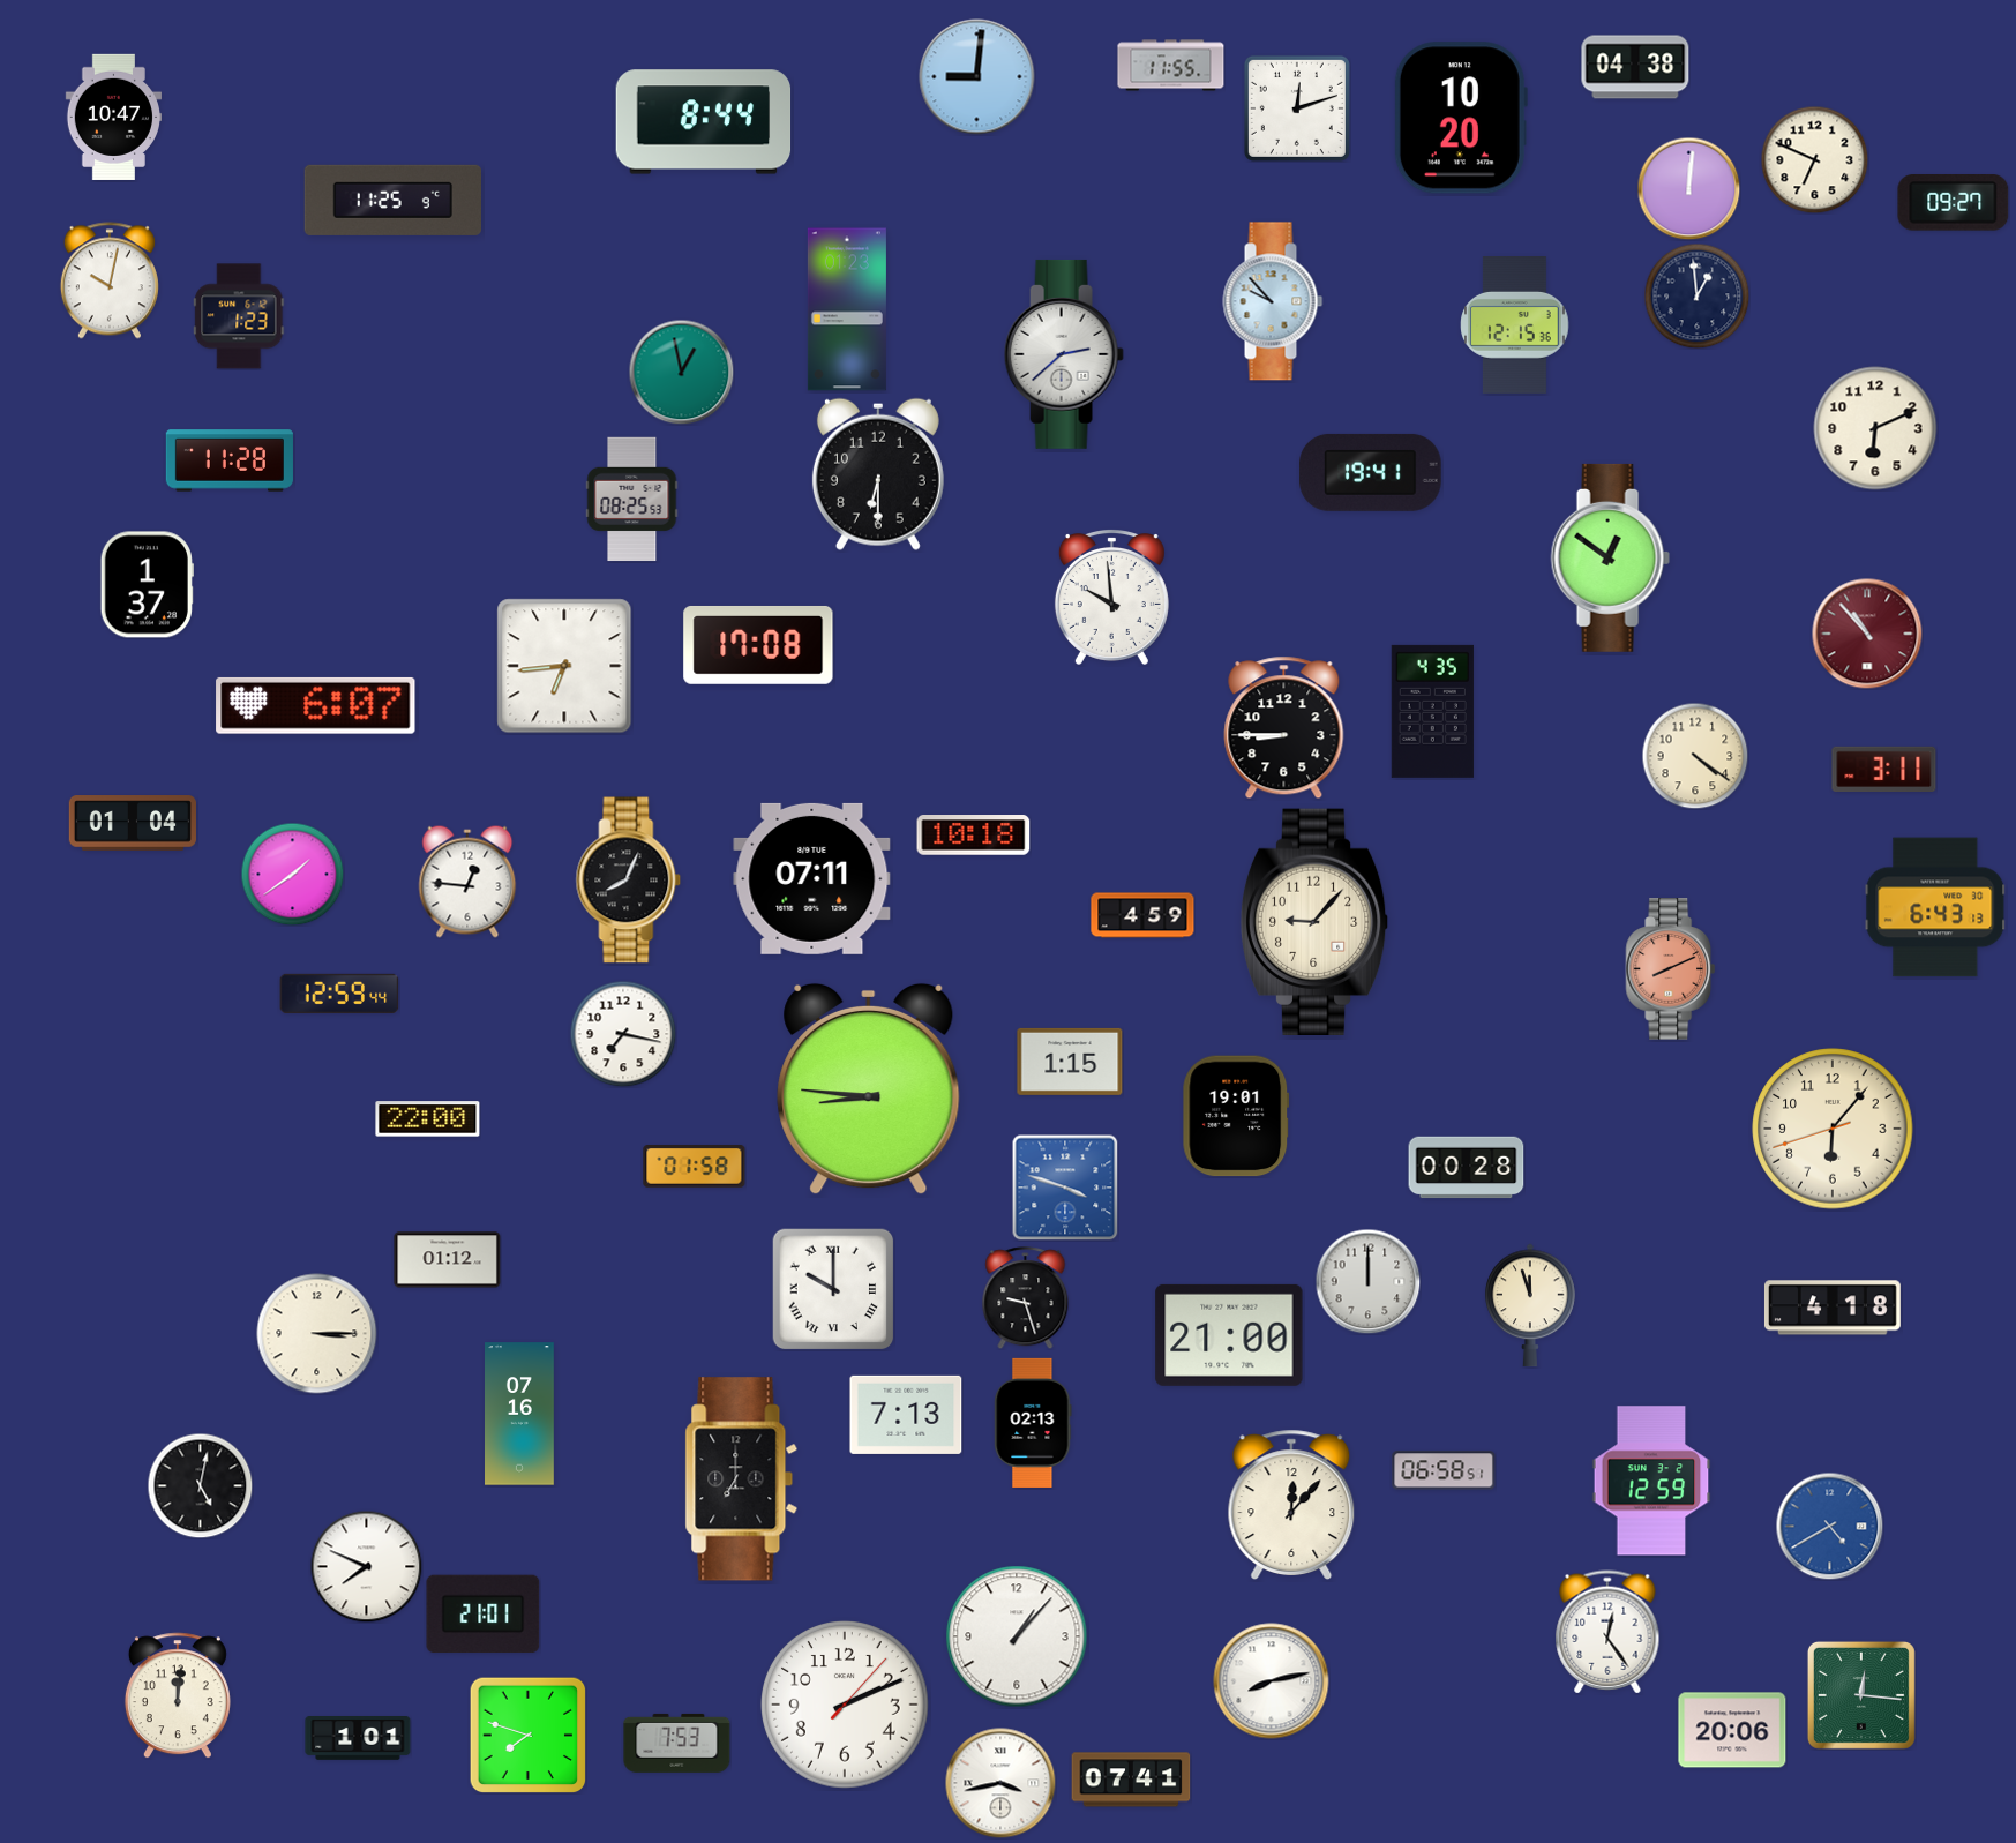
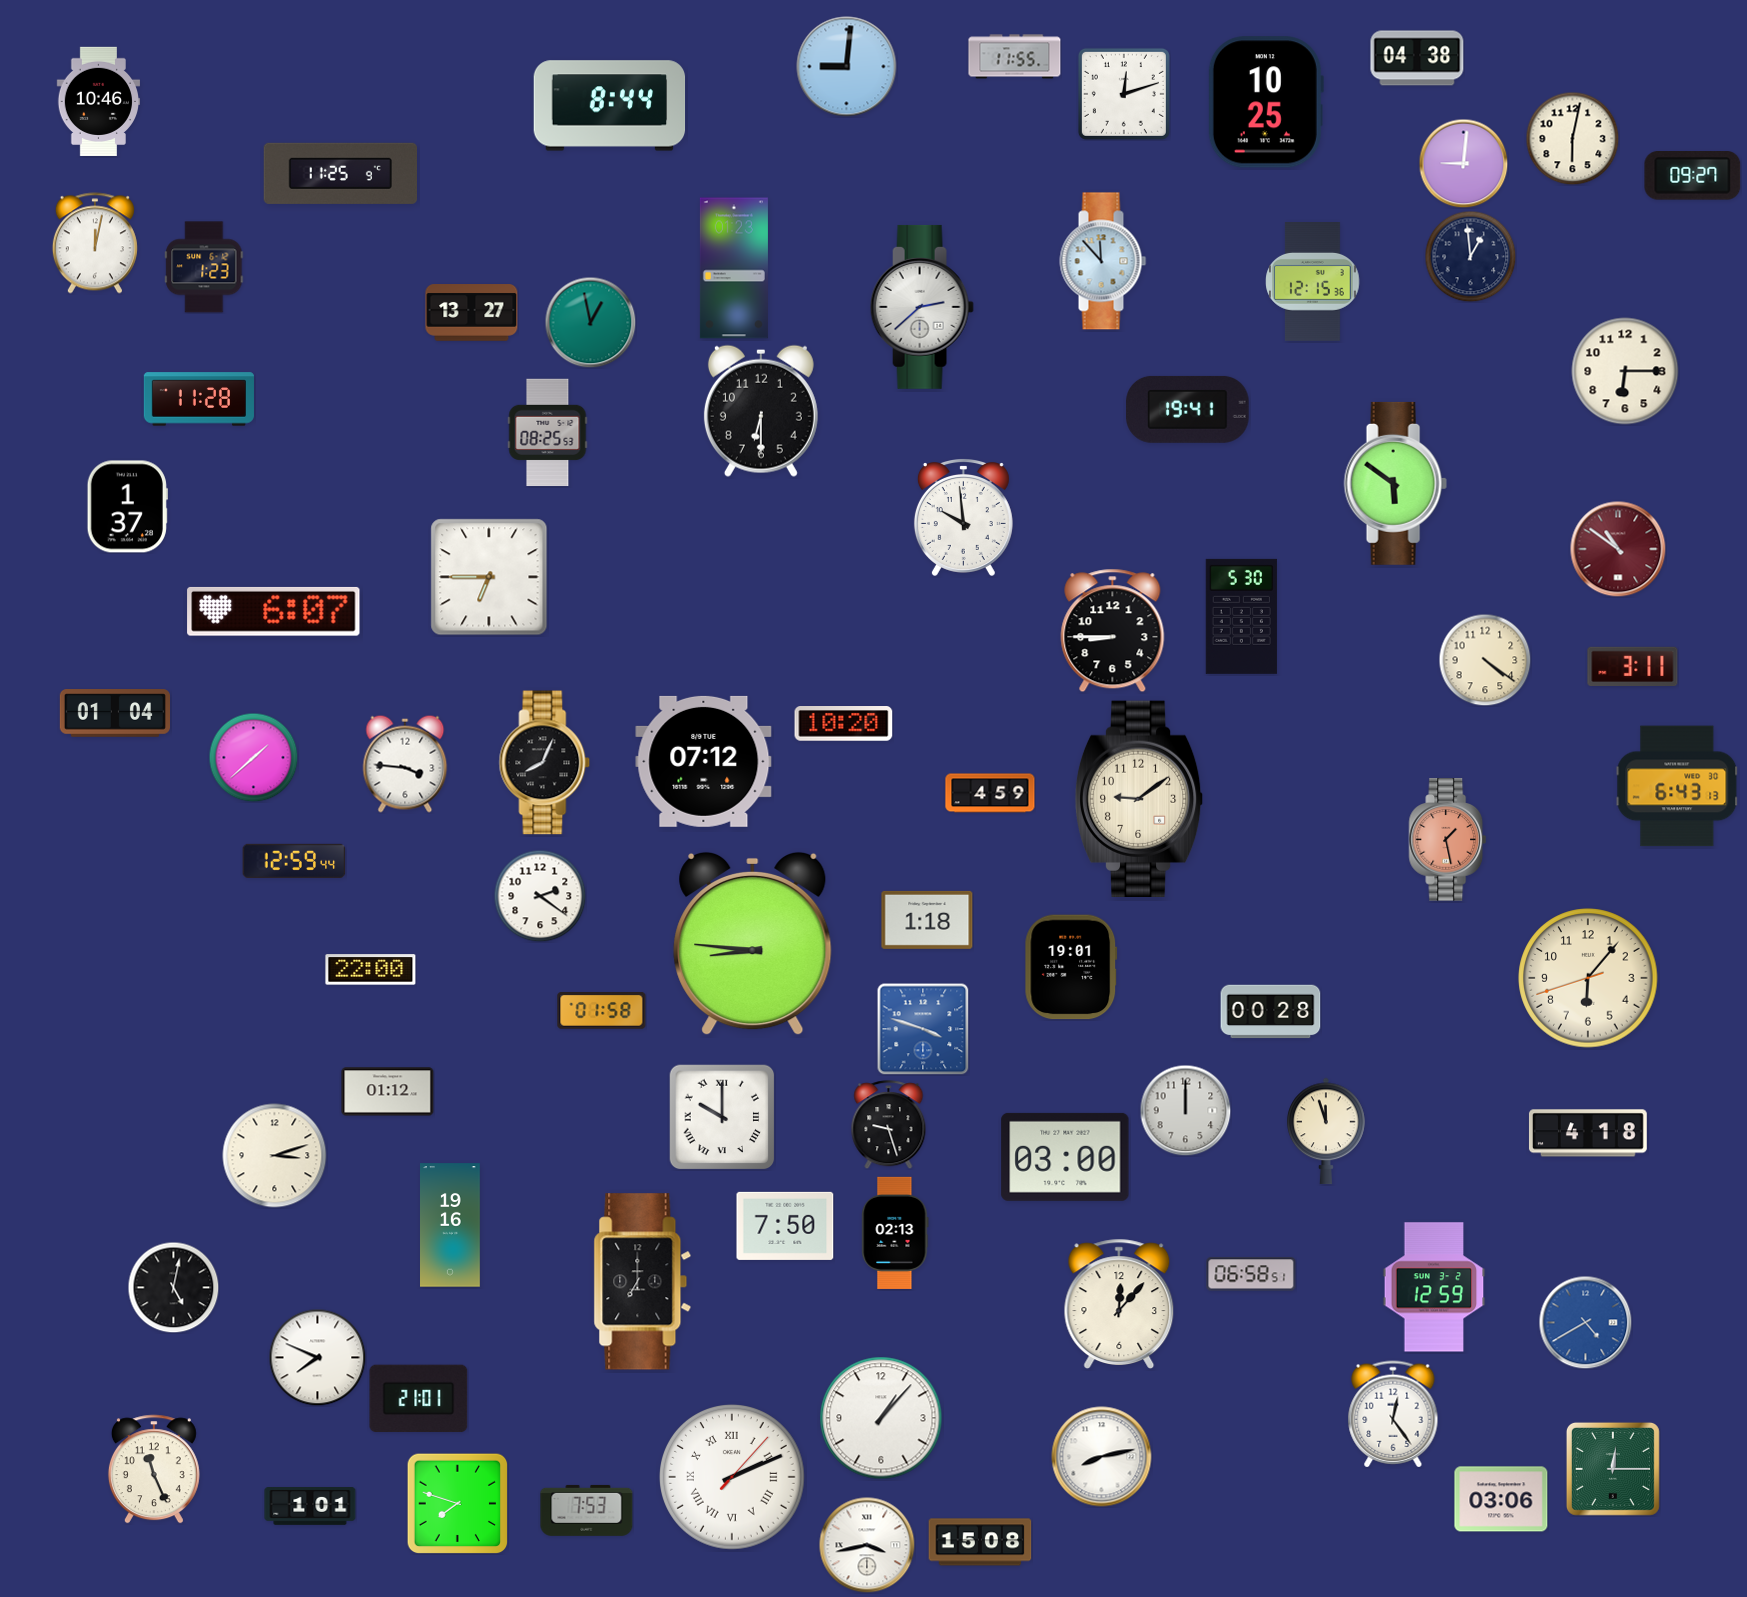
clock at (113, 117): 10:47 -> 10:46
clock at (1460, 118): 10:20 -> 10:25
clock at (1814, 159): 6:49 -> 6:02
clock at (1688, 188): 12:01 -> 9:01
clock at (110, 280): 10:02 -> 12:02
clock at (1273, 301): 9:53 -> 11:53
clock at (239, 316) position: (239, 316) -> (204, 267)
clock at (472, 313): none -> 13:27
clock at (1875, 428): 6:11 -> 6:15
clock at (1610, 557): 12:51 -> 5:51
clock at (1867, 634): 10:53 -> 10:51
clock at (758, 645): 17:08 -> none
clock at (564, 666): 6:44 -> 6:45
clock at (1432, 711): 4:35 -> 5:30
clock at (1695, 756) position: (1695, 756) -> (1485, 660)
clock at (974, 836): 10:18 -> 10:20
clock at (292, 874): 1:39 -> 1:38
clock at (812, 878): 07:11 -> 07:12
clock at (467, 882): 12:46 -> 3:46
clock at (1314, 921): 9:07 -> 9:09
clock at (1671, 969): 8:11 -> 1:28
clock at (623, 1034): 7:17 -> 2:21
clock at (1070, 1062): 1:15 -> 1:18
clock at (317, 1334): 3:15 -> 3:12
clock at (1229, 1335): 21:00 -> 03:00
clock at (520, 1414): 07:16 -> 19:16
clock at (906, 1415): 7:13 -> 7:50
clock at (1651, 1481) position: (1651, 1481) -> (1434, 1287)
clock at (178, 1695): 12:01 -> 11:26
clock at (1861, 1695): 12:16 -> 12:15
clock at (845, 1705) numerals: Arabic -> Roman
clock at (1732, 1730): 20:06 -> 03:06
clock at (1131, 1780): 07:41 -> 15:08
